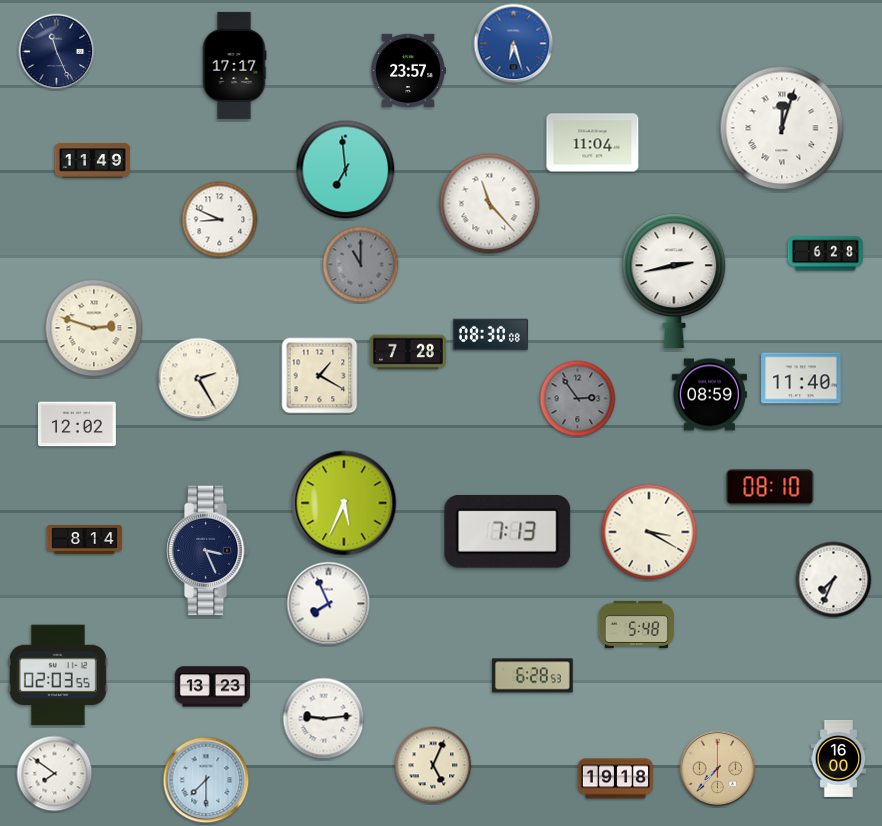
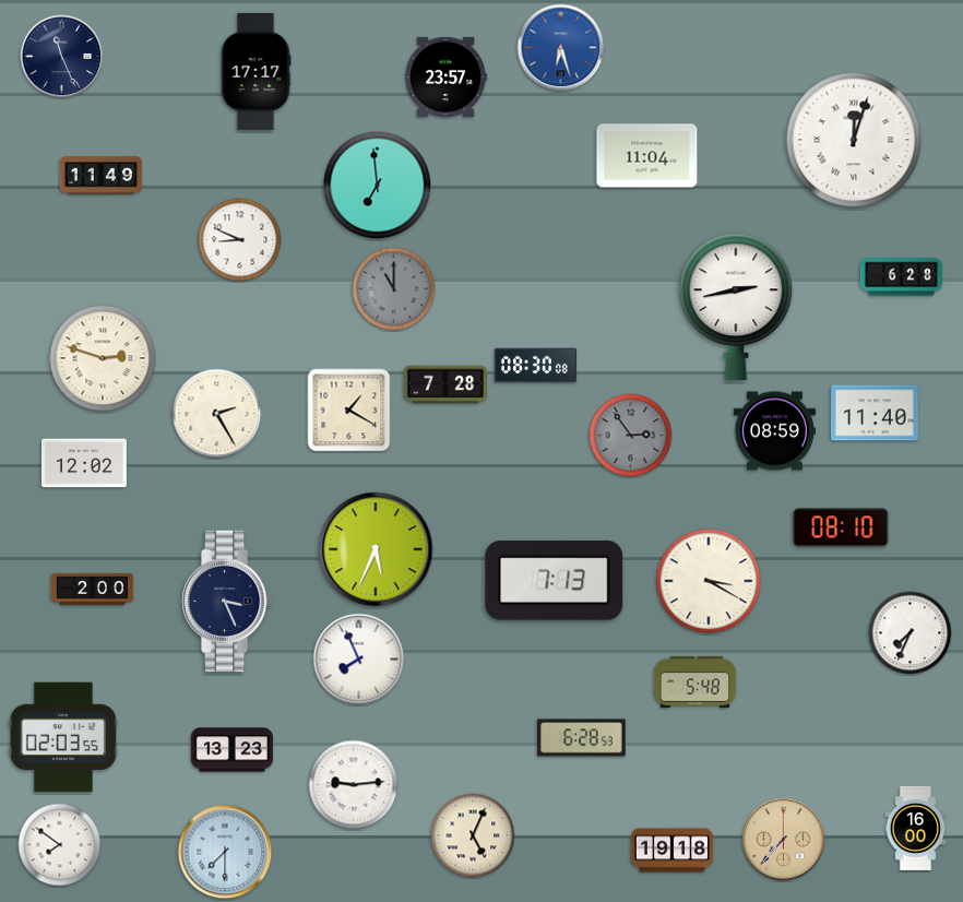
clock at (490, 204): 11:23 -> none
clock at (770, 487) position: (770, 487) -> (841, 527)
clock at (84, 540): 8:14 -> 2:00
